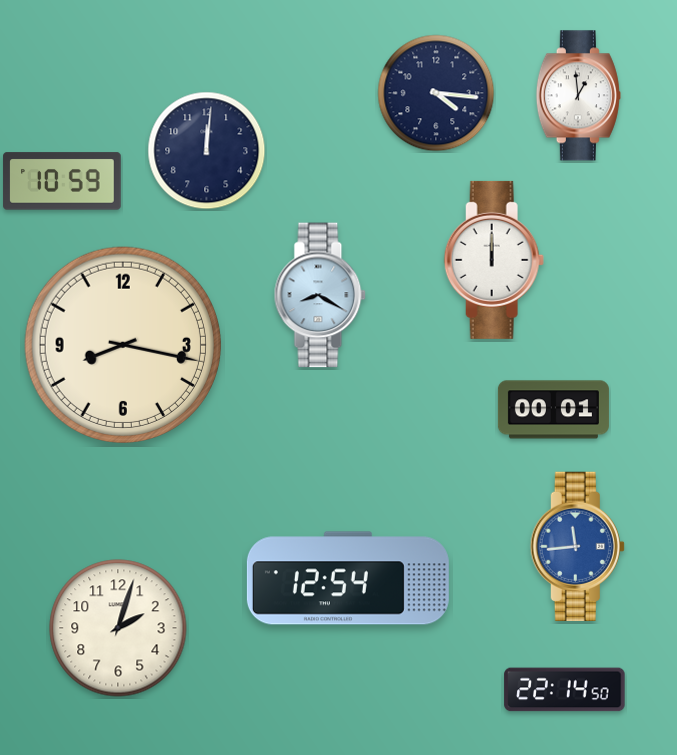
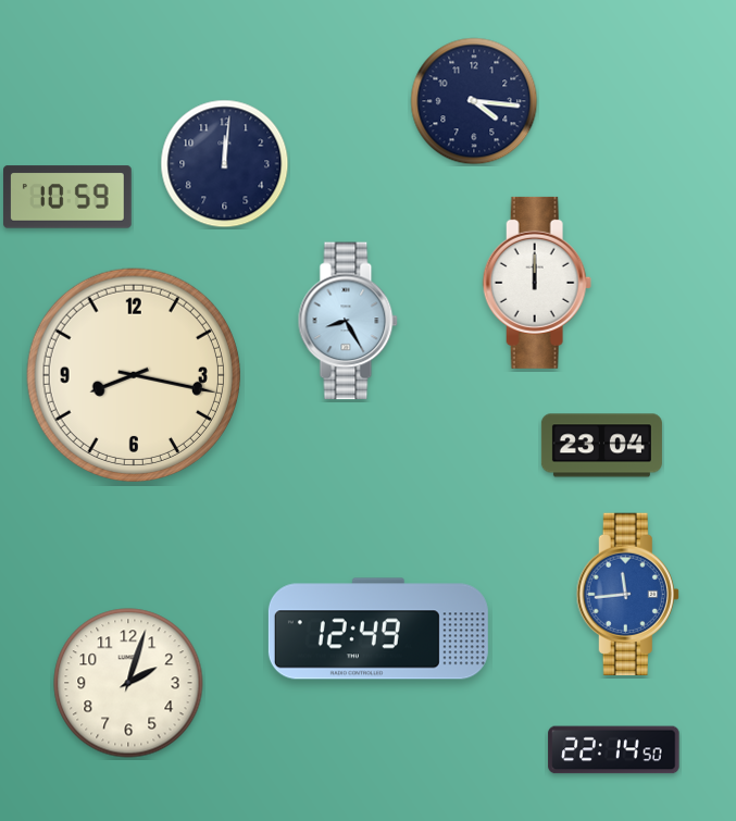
clock at (578, 96): 12:59 -> none
clock at (320, 295): 8:20 -> 8:25
clock at (553, 410): 00:01 -> 23:04
clock at (348, 578): 12:54 -> 12:49
